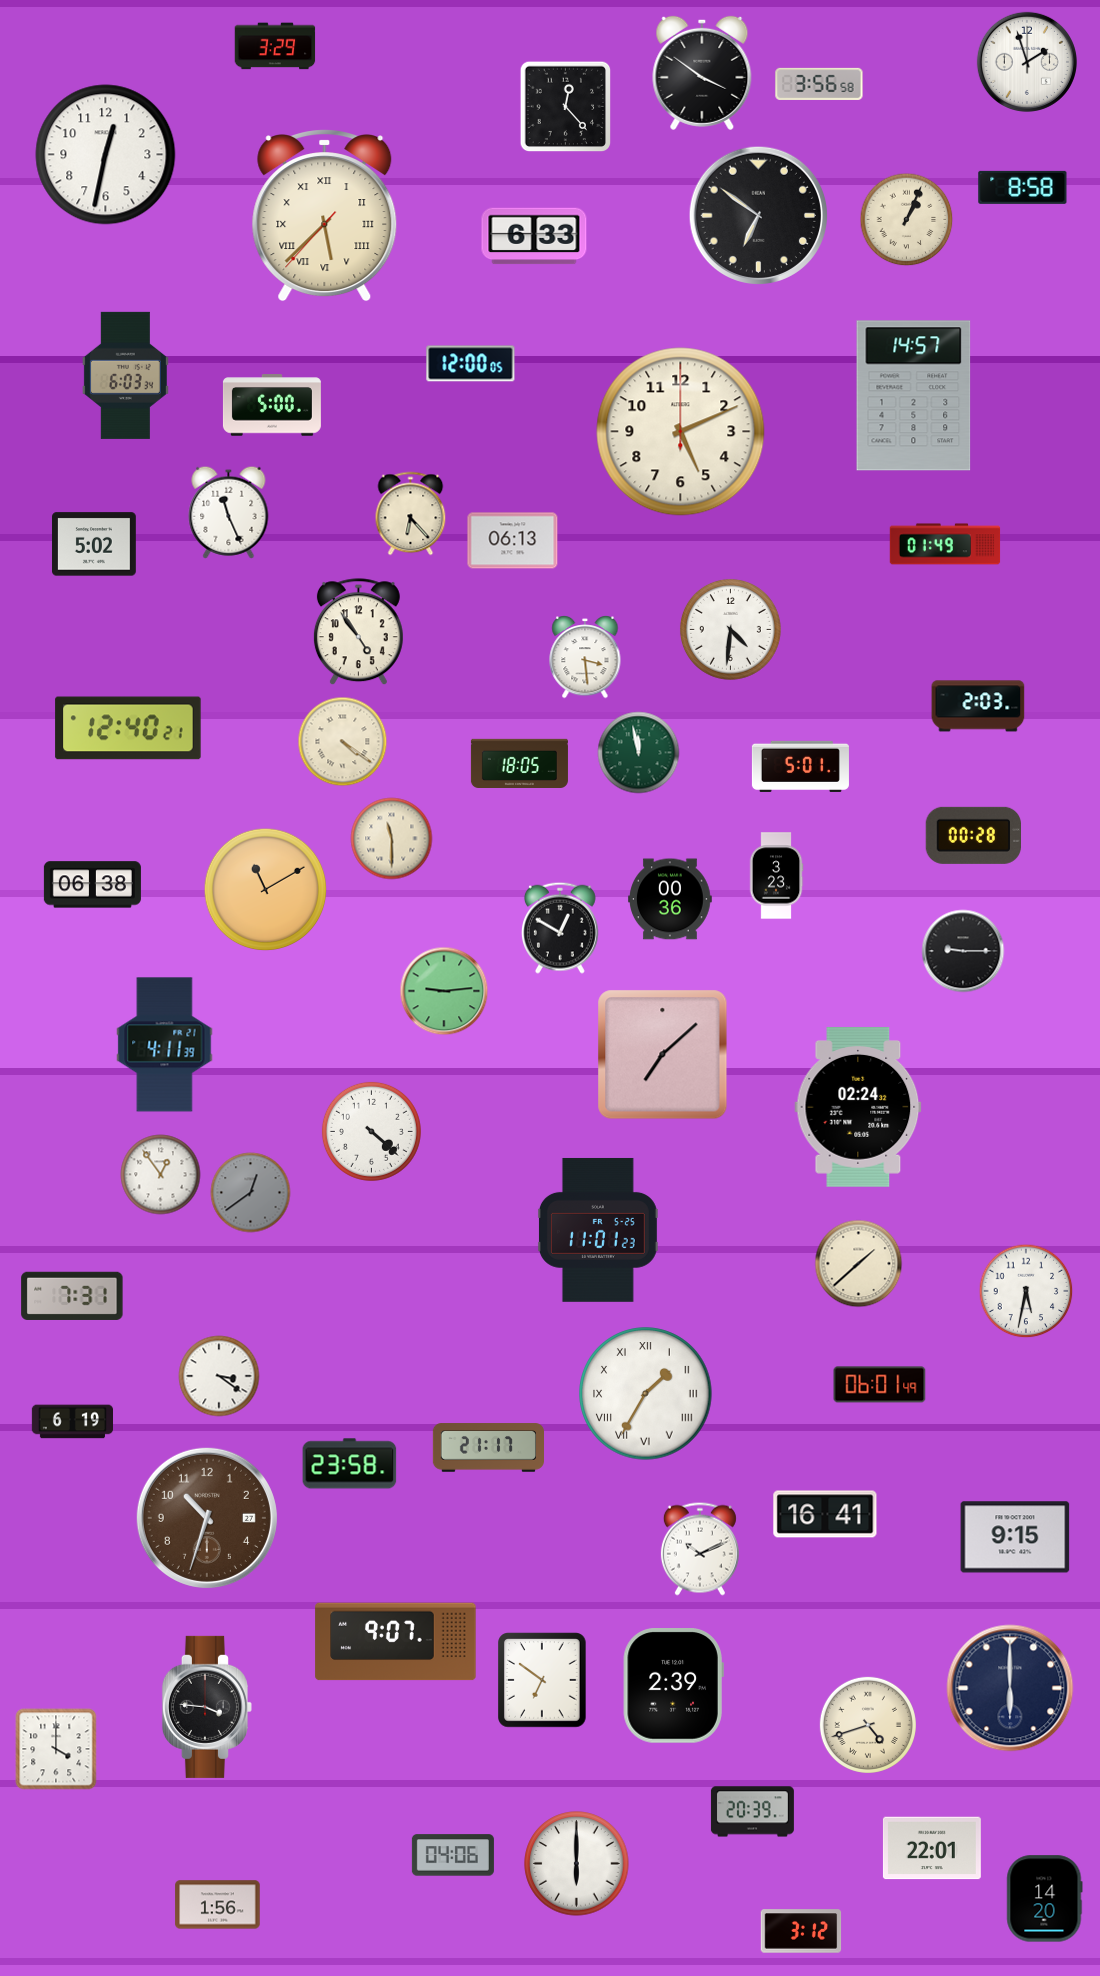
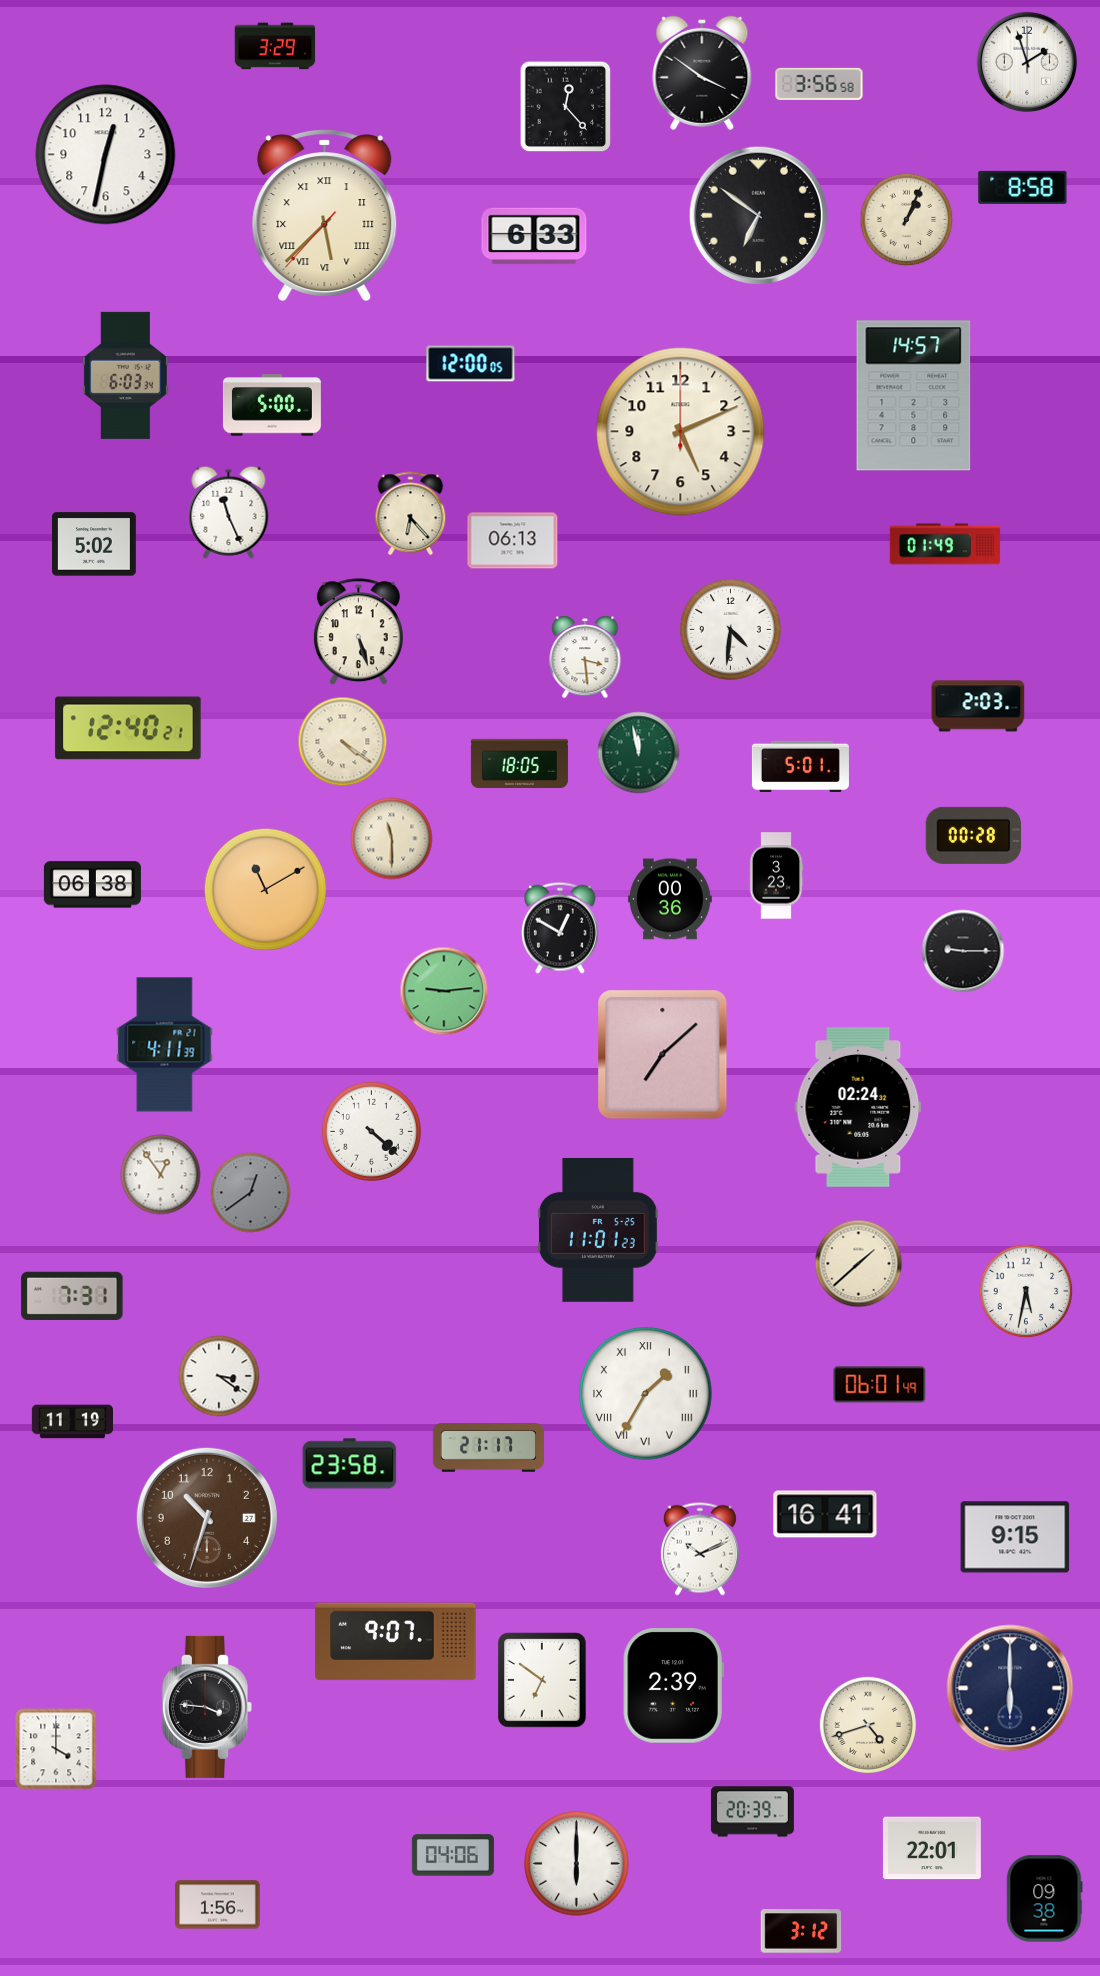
clock at (358, 632): 4:54 -> 5:27
clock at (73, 1422): 6:19 -> 11:19
clock at (1045, 1899): 14:20 -> 09:38
